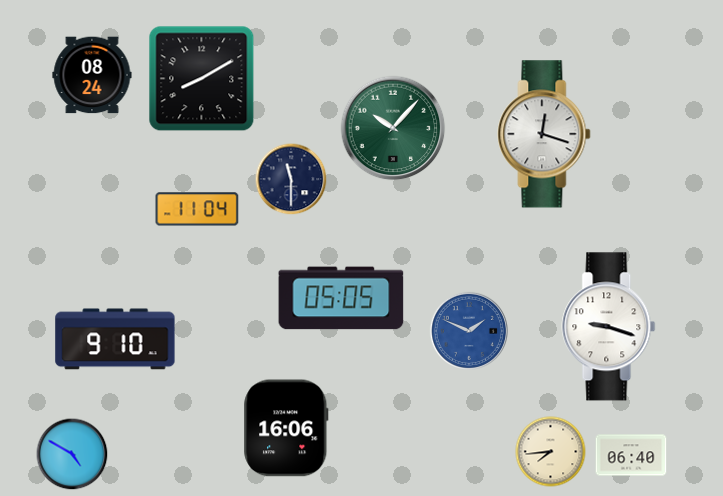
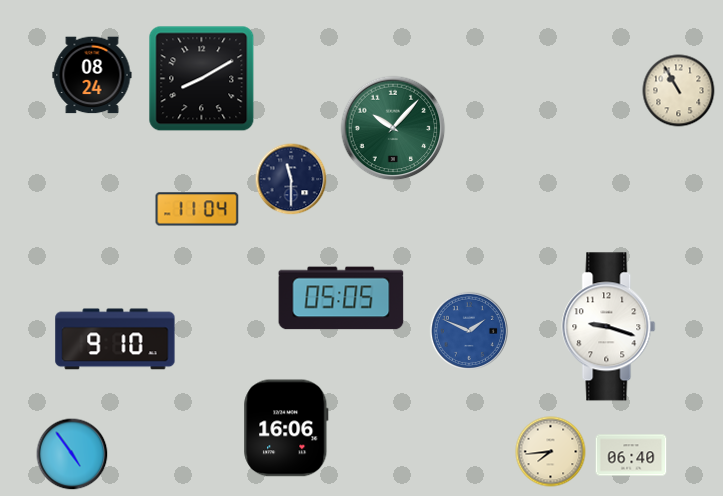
clock at (679, 91): none -> 10:55
clock at (544, 134): 12:18 -> none
clock at (72, 454): 4:50 -> 4:54
